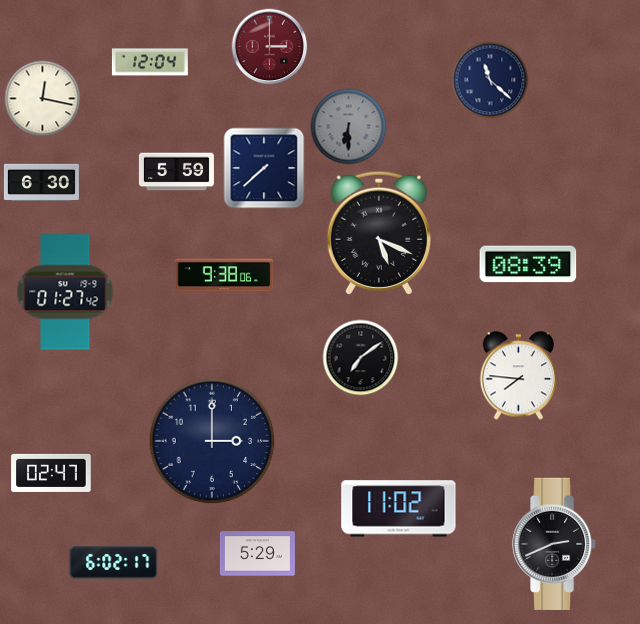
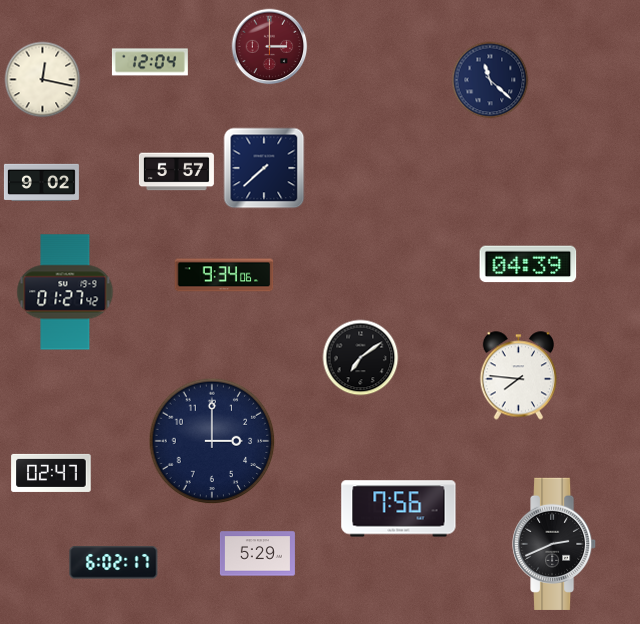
clock at (43, 99) position: (43, 99) -> (43, 80)
clock at (349, 127): 6:30 -> none
clock at (176, 172): 5:59 -> 5:57
clock at (41, 182): 6:30 -> 9:02
clock at (379, 233): 5:19 -> none
clock at (528, 264): 08:39 -> 04:39
clock at (224, 275): 9:38 -> 9:34
clock at (399, 509): 11:02 -> 7:56
